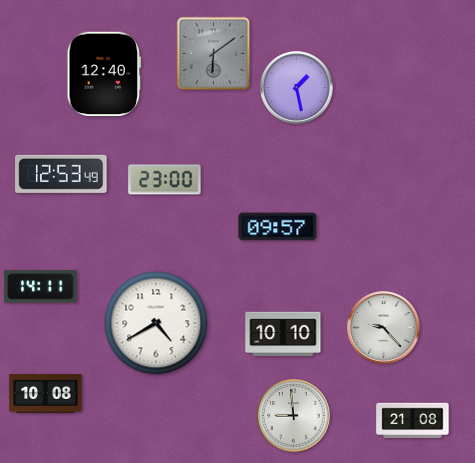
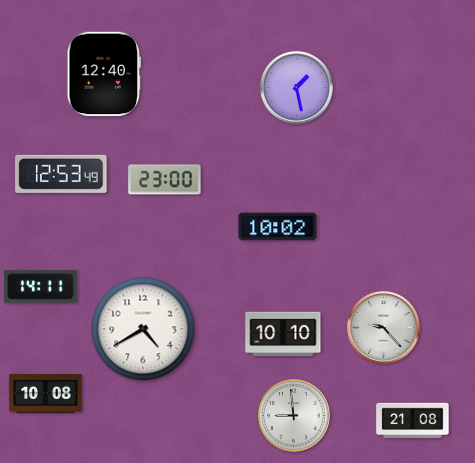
clock at (213, 53): 6:09 -> none
clock at (278, 227): 09:57 -> 10:02
clock at (156, 323) position: (156, 323) -> (143, 329)
